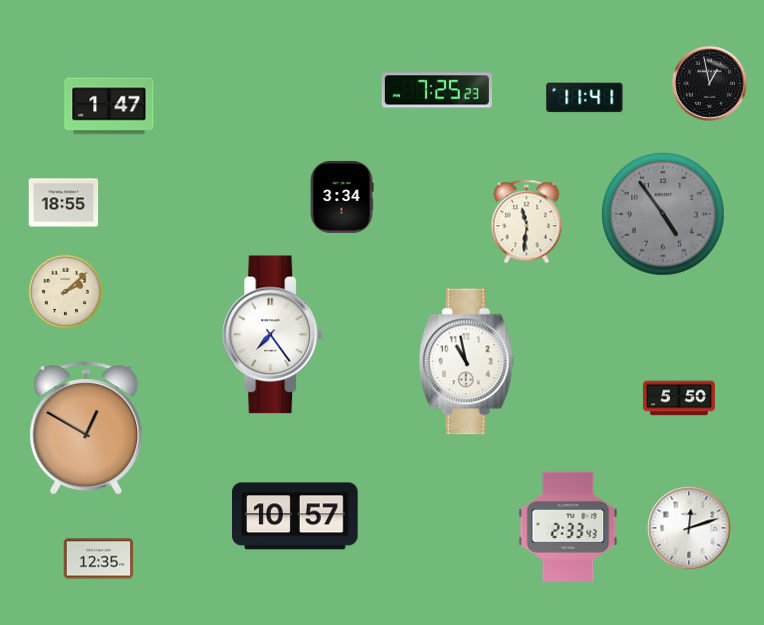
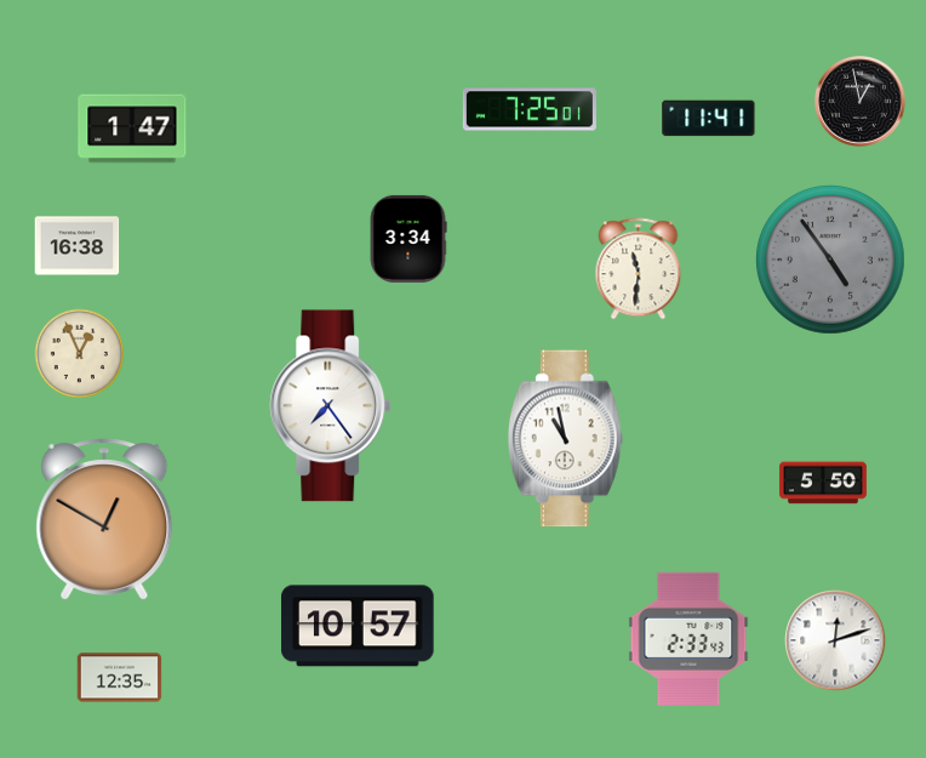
clock at (437, 90): 7:25:23 -> 7:25:01
clock at (342, 197) position: (342, 197) -> (408, 239)
clock at (64, 203): 18:55 -> 16:38
clock at (663, 214) position: (663, 214) -> (830, 260)
clock at (66, 292): 2:08 -> 12:56
